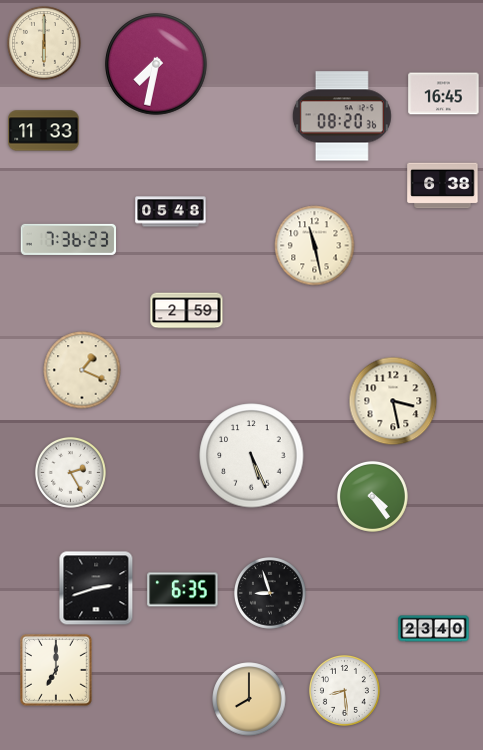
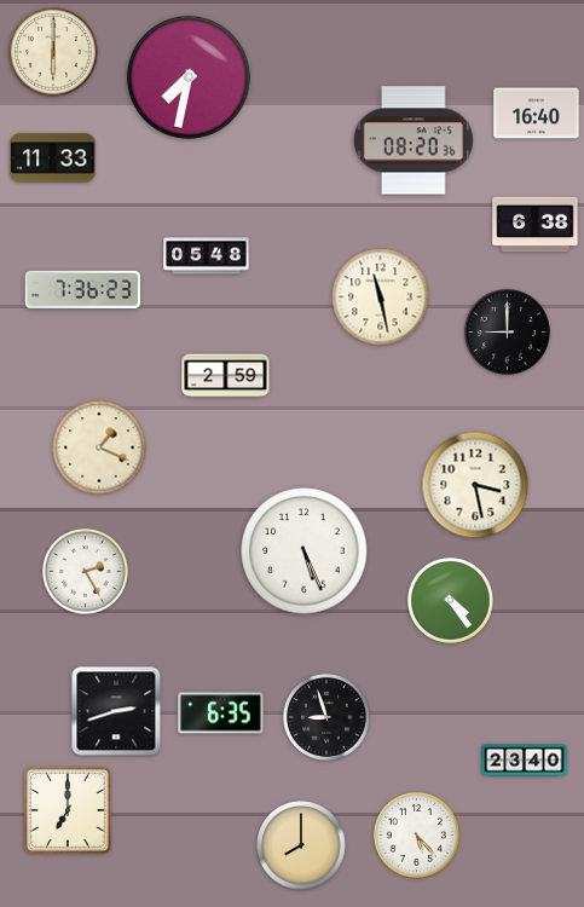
clock at (444, 94): 16:45 -> 16:40
clock at (507, 331): none -> 9:00
clock at (344, 690): 8:29 -> 5:23
